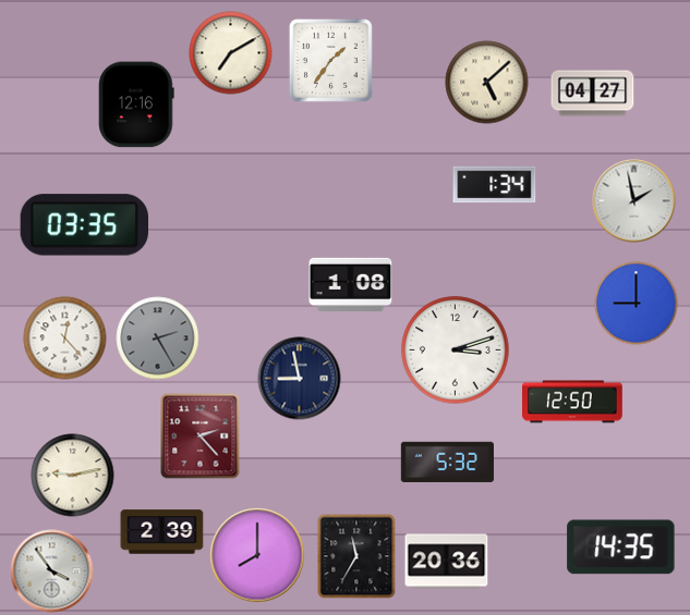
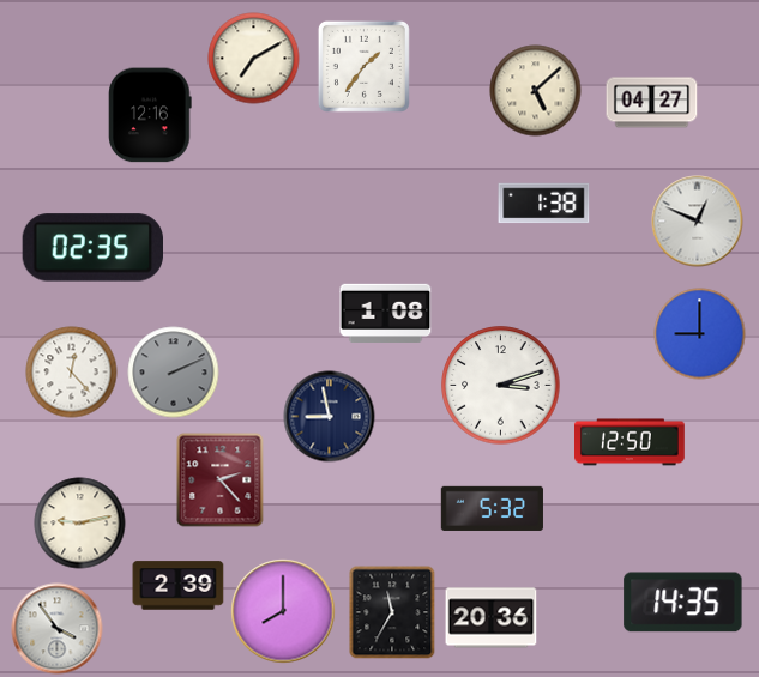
clock at (495, 185): 1:34 -> 1:38
clock at (634, 201): 1:58 -> 12:49
clock at (84, 225): 03:35 -> 02:35
clock at (158, 339): 2:25 -> 2:11
